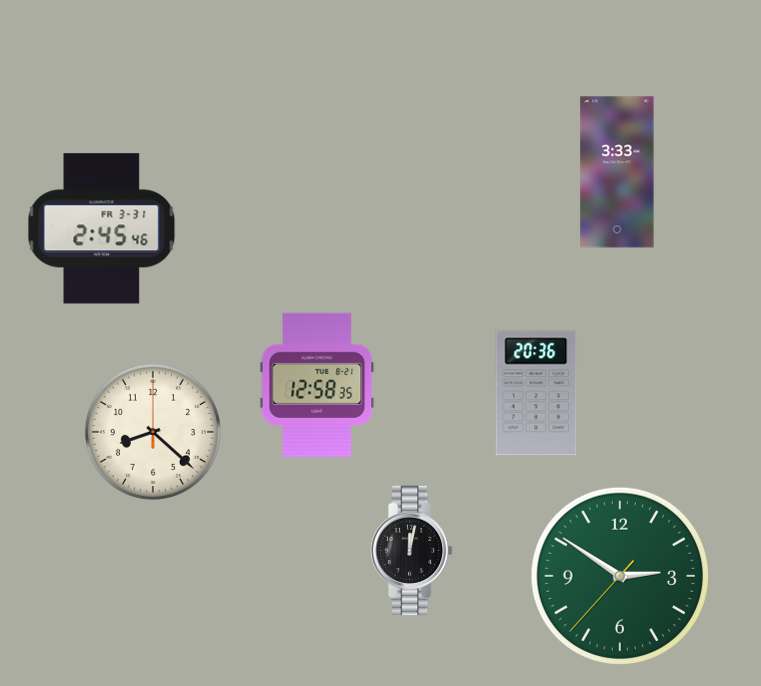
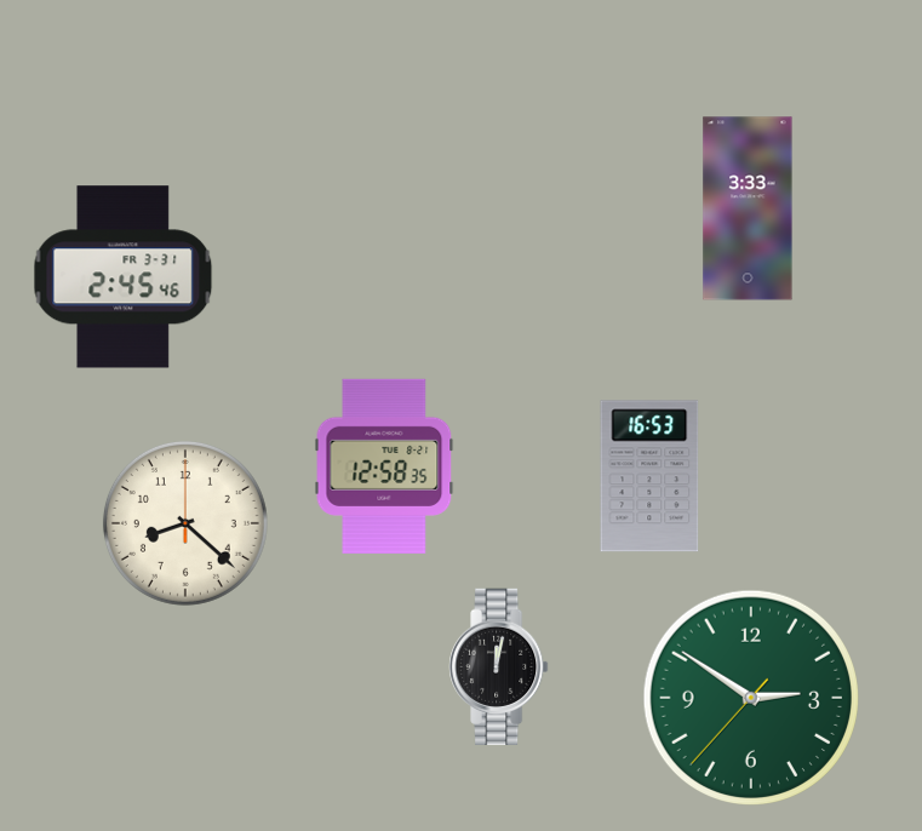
clock at (536, 393): 20:36 -> 16:53
